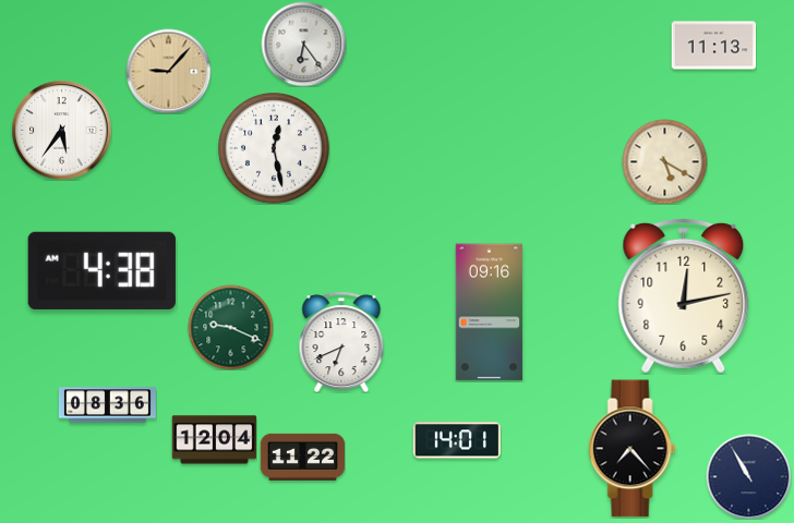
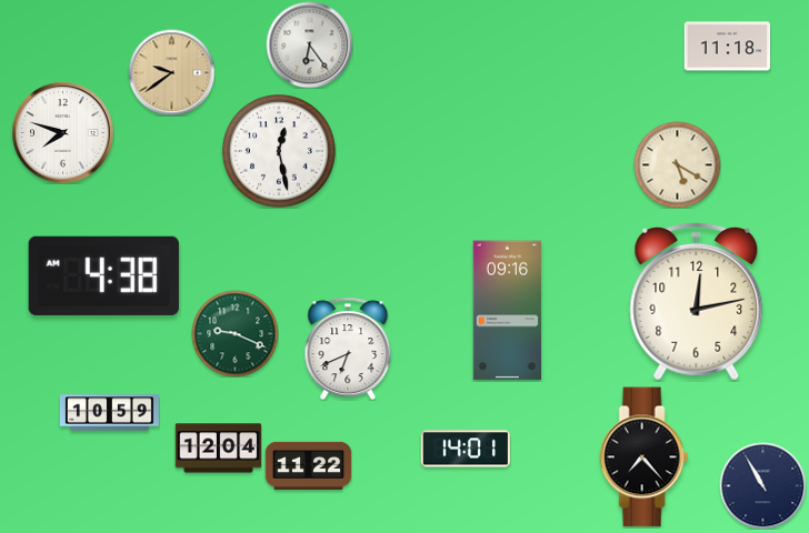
clock at (713, 46): 11:13 -> 11:18
clock at (168, 71): 9:07 -> 9:39
clock at (61, 130): 5:36 -> 7:48
clock at (490, 313) position: (490, 313) -> (508, 311)
clock at (107, 405): 08:36 -> 10:59
